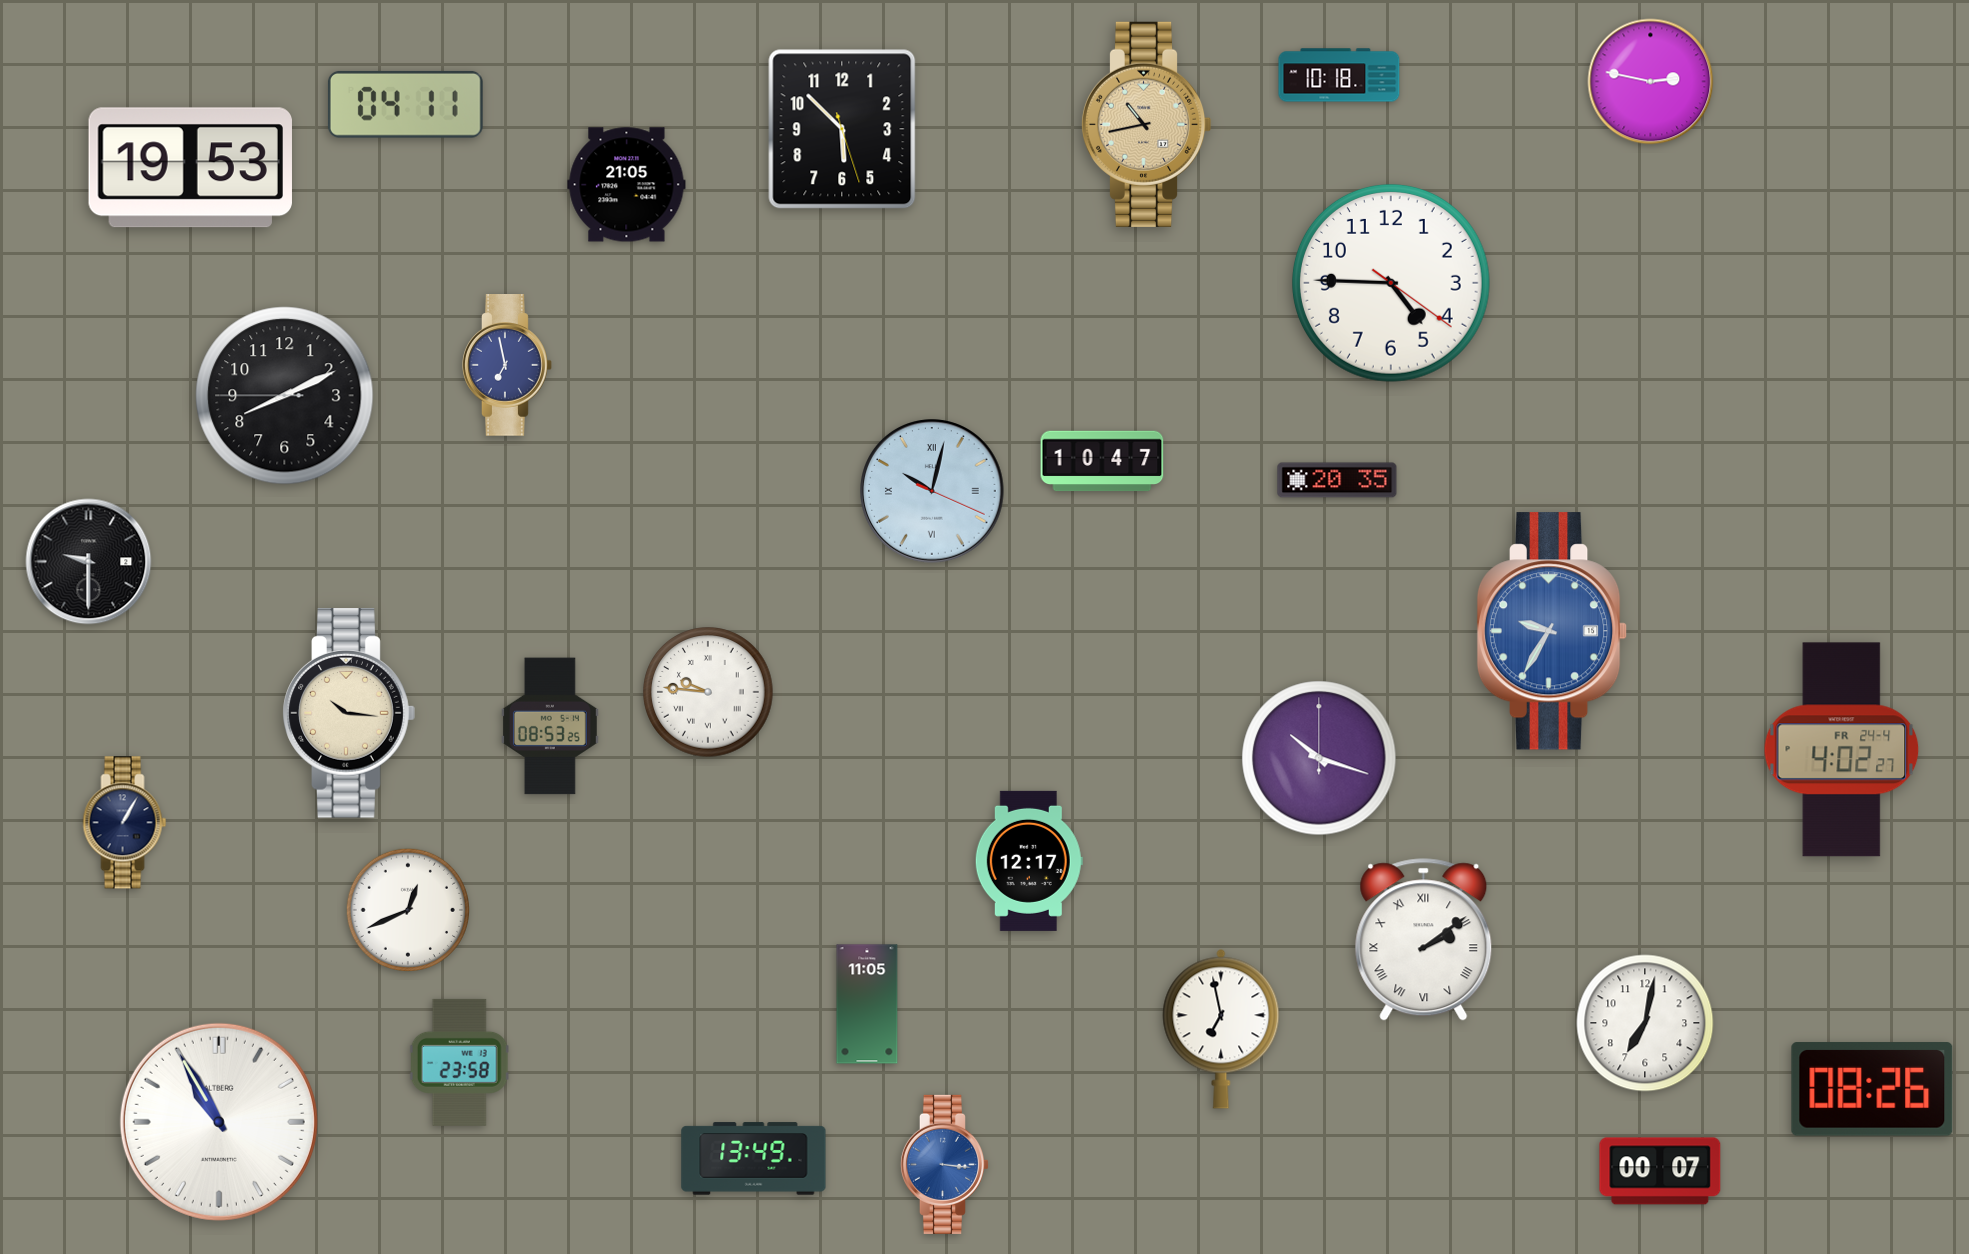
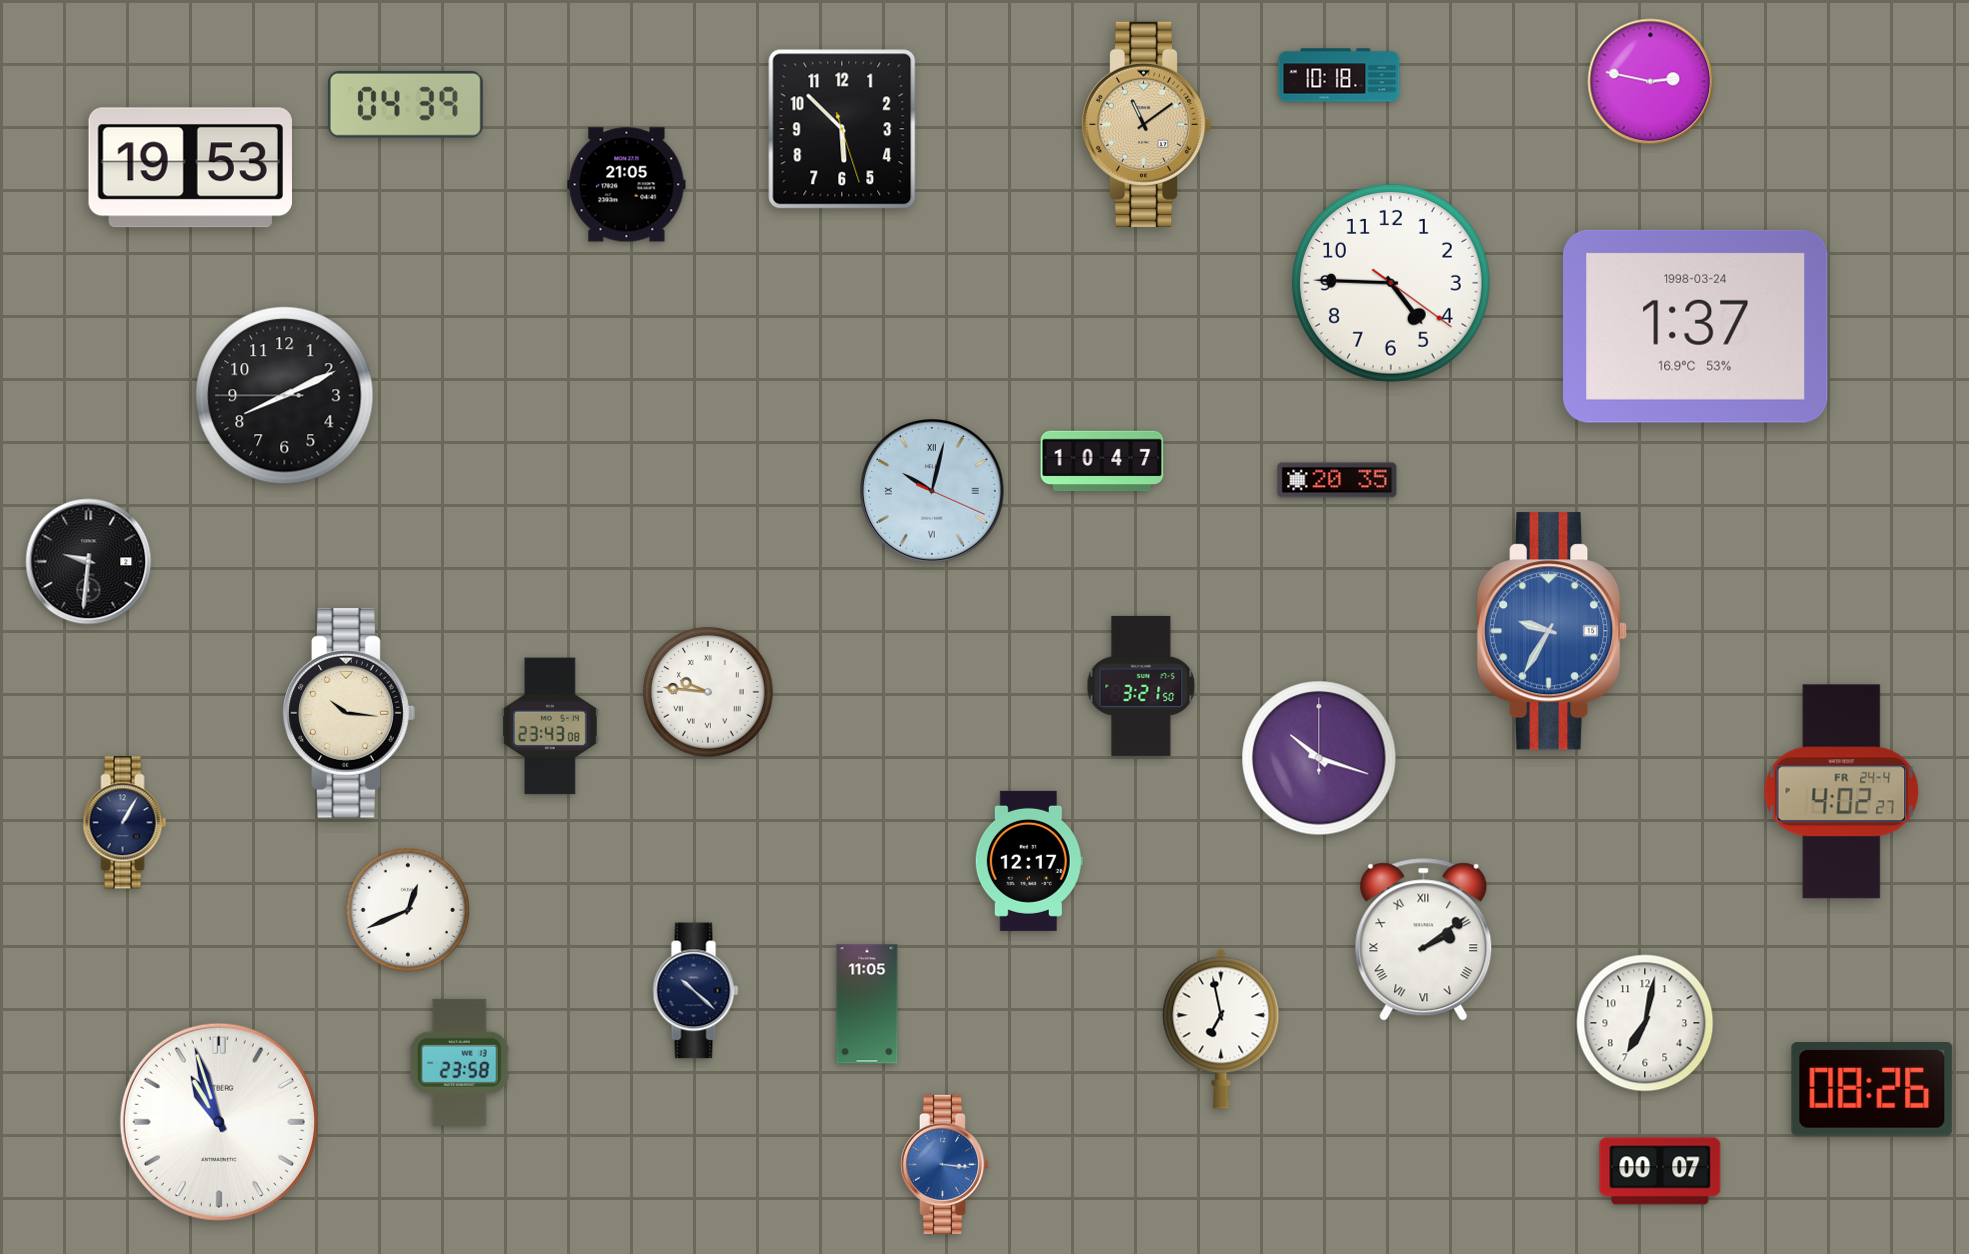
clock at (405, 104): 04:11 -> 04:39
clock at (1146, 124): 10:43 -> 11:09
clock at (1696, 326): none -> 1:37
clock at (508, 366): 6:58 -> none
clock at (89, 562): 9:30 -> 9:31
clock at (1141, 686): none -> 3:21
clock at (550, 726): 08:53 -> 23:43
clock at (1842, 750) position: (1842, 750) -> (1842, 792)
clock at (696, 991): none -> 10:22
clock at (219, 1122): 10:55 -> 10:57
clock at (754, 1159): 13:49 -> none
